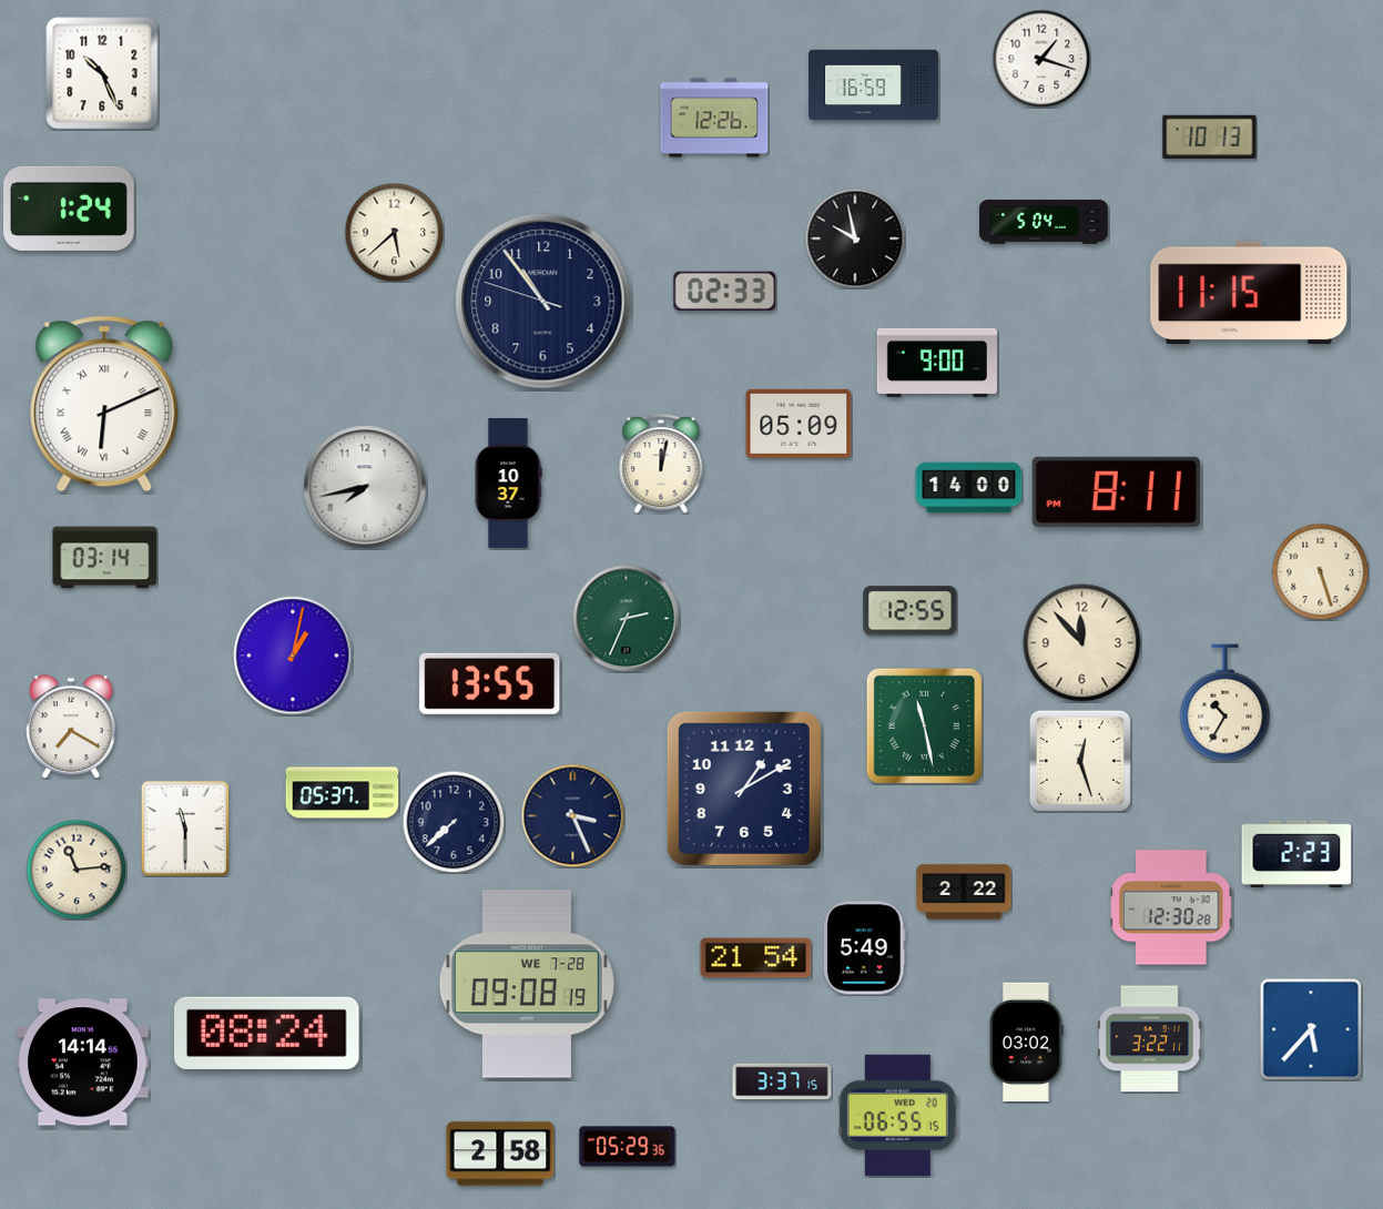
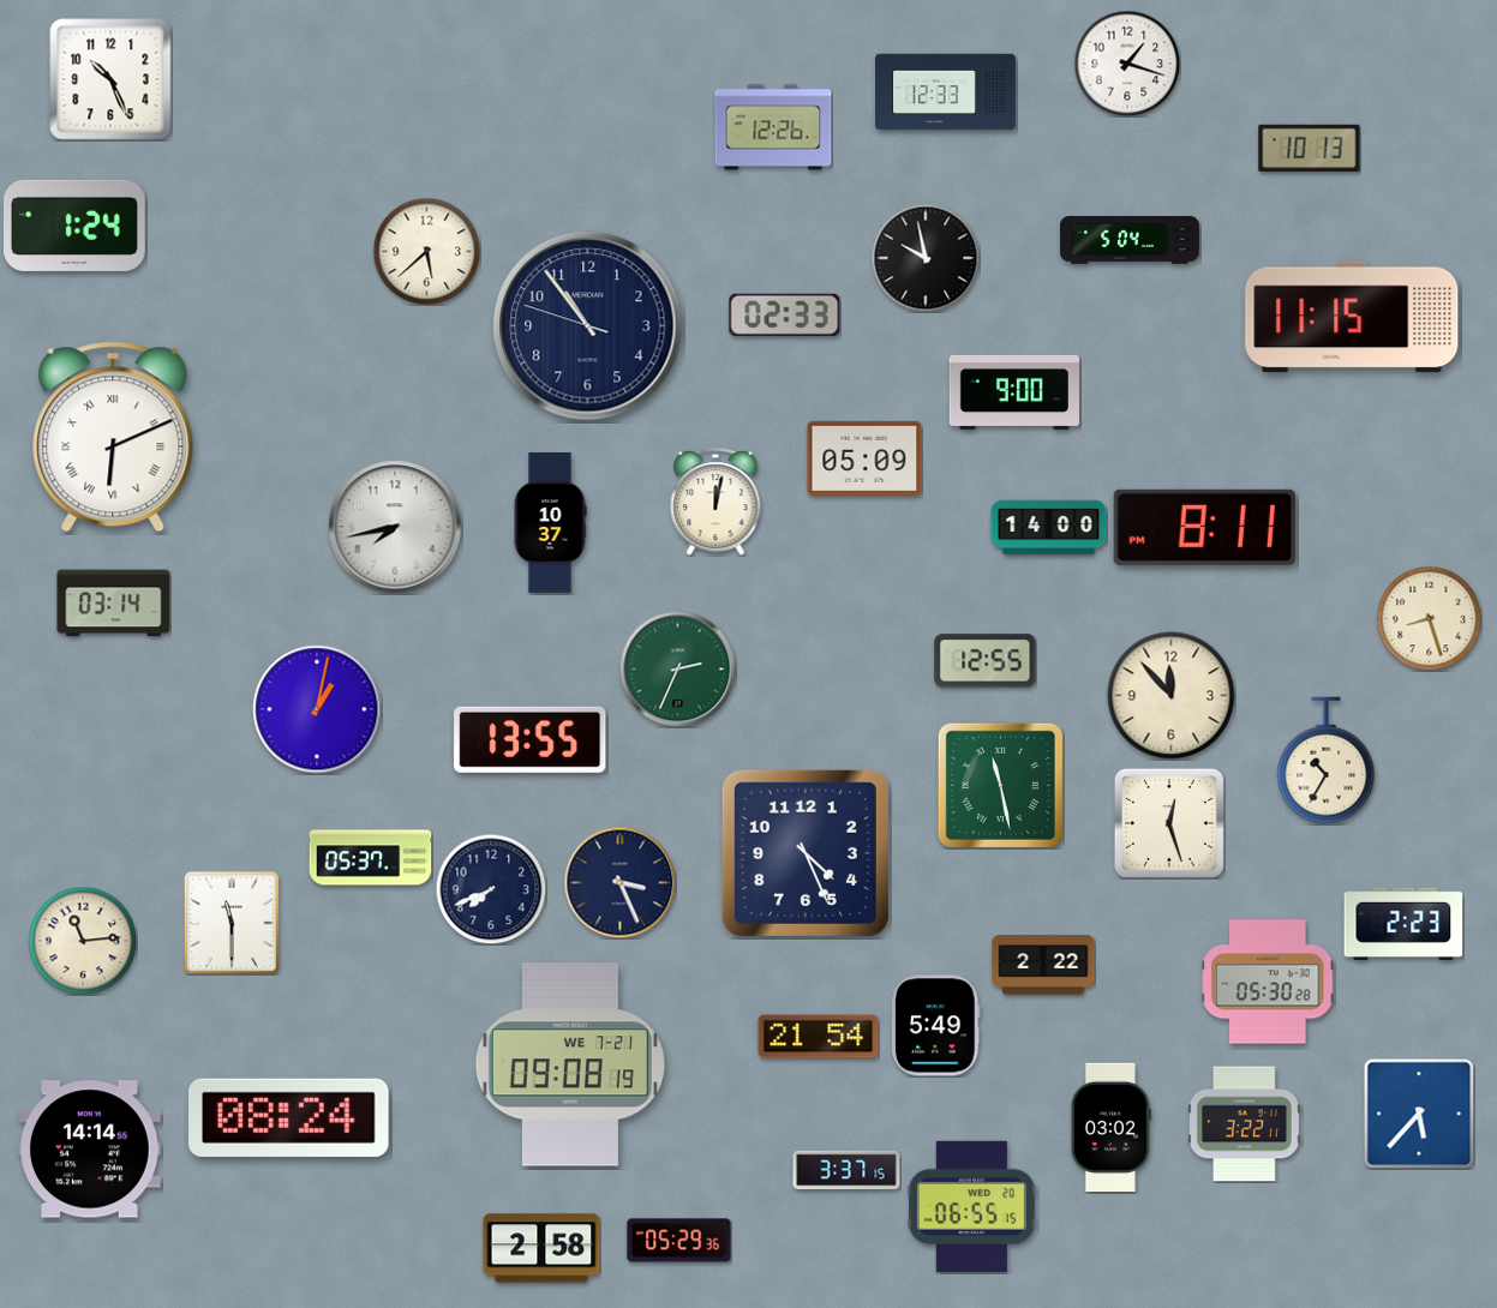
clock at (874, 85): 16:59 -> 12:33
clock at (1116, 491) position: (1116, 491) -> (1204, 527)
clock at (1320, 571): 5:27 -> 8:27
clock at (72, 727): 7:20 -> none
clock at (744, 789): 1:10 -> 4:26
clock at (454, 822): 7:38 -> 7:41
clock at (185, 829) position: (185, 829) -> (232, 923)
clock at (1172, 907): 12:30 -> 05:30
clock at (527, 984) date: WE 7-28 -> WE 7-21
